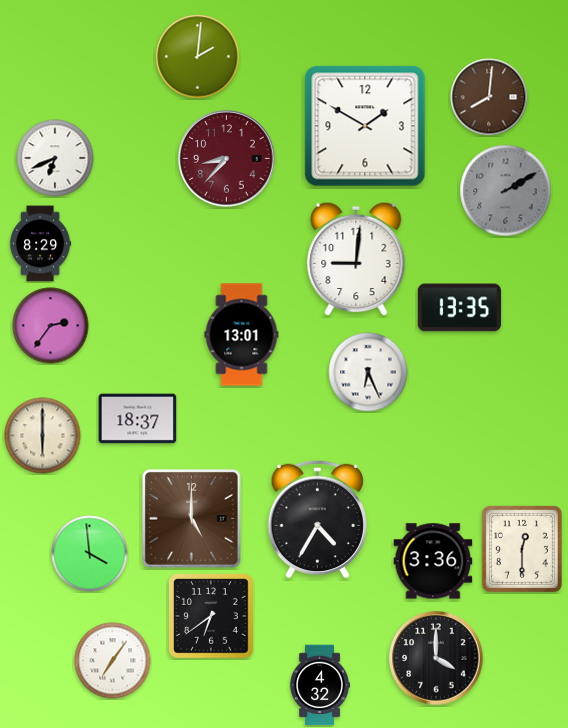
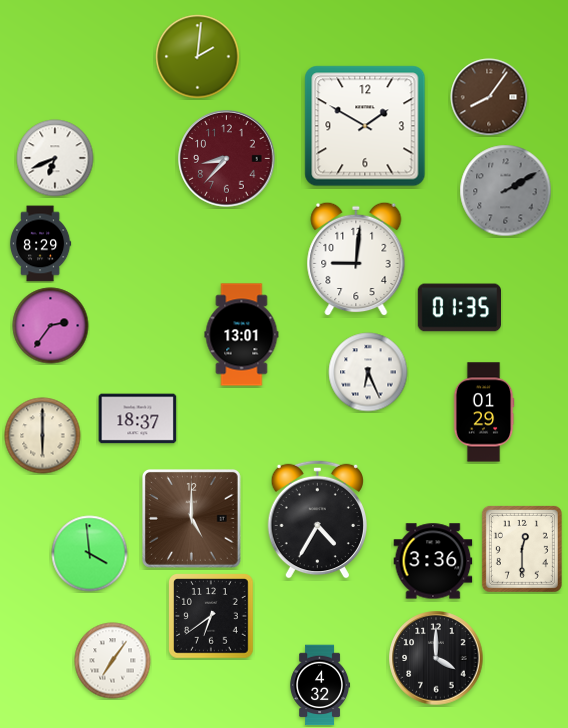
clock at (489, 97): 8:01 -> 8:06
clock at (460, 308): 13:35 -> 01:35
clock at (484, 412): none -> 01:29
